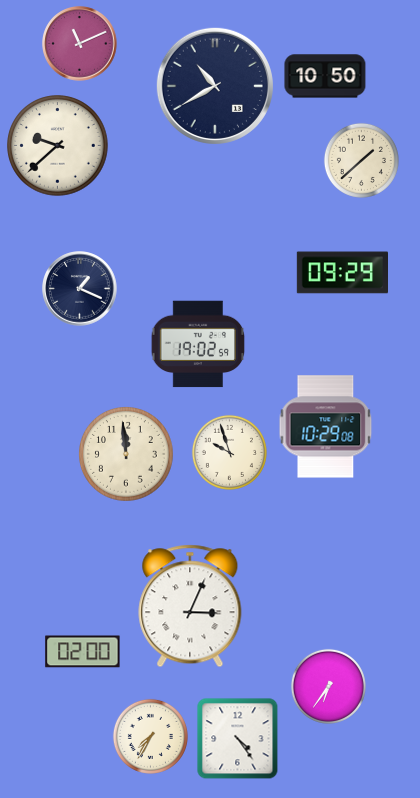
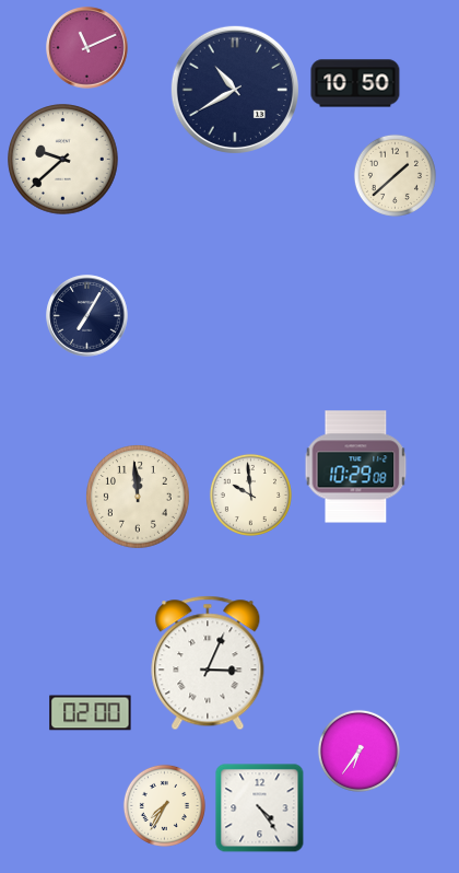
clock at (215, 86) position: (215, 86) -> (235, 90)
clock at (342, 273): 09:29 -> none
clock at (80, 289): 1:19 -> 7:05
clock at (198, 344): 19:02 -> none
clock at (229, 452): 9:57 -> 9:59
